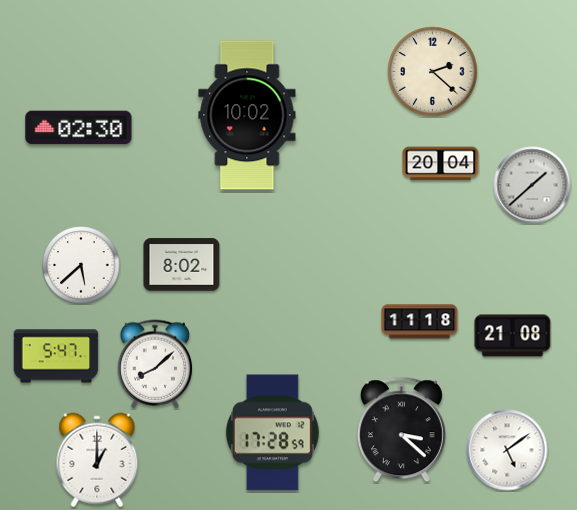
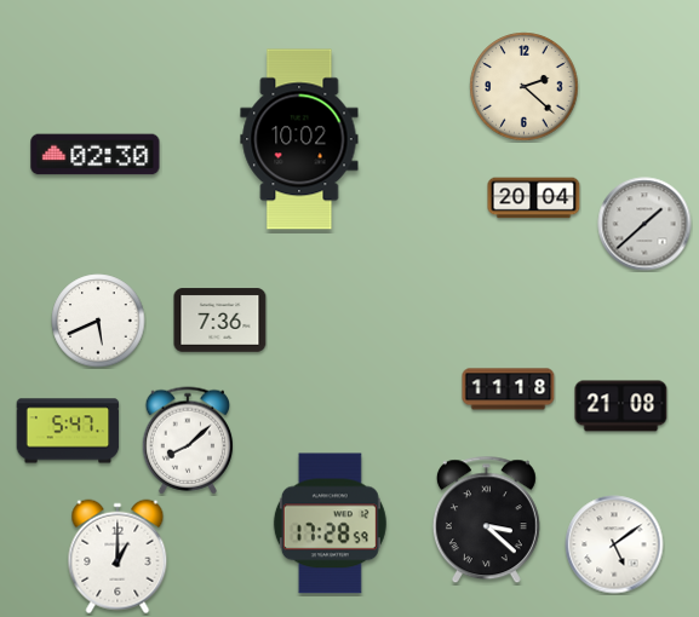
clock at (81, 265): 5:38 -> 5:41
clock at (182, 265): 8:02 -> 7:36
